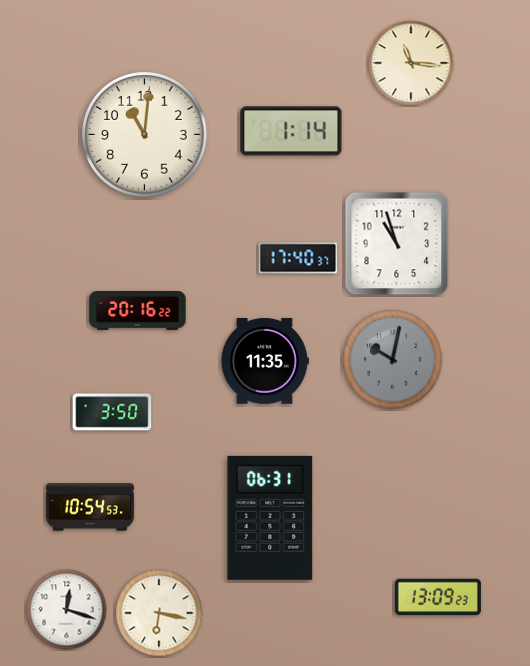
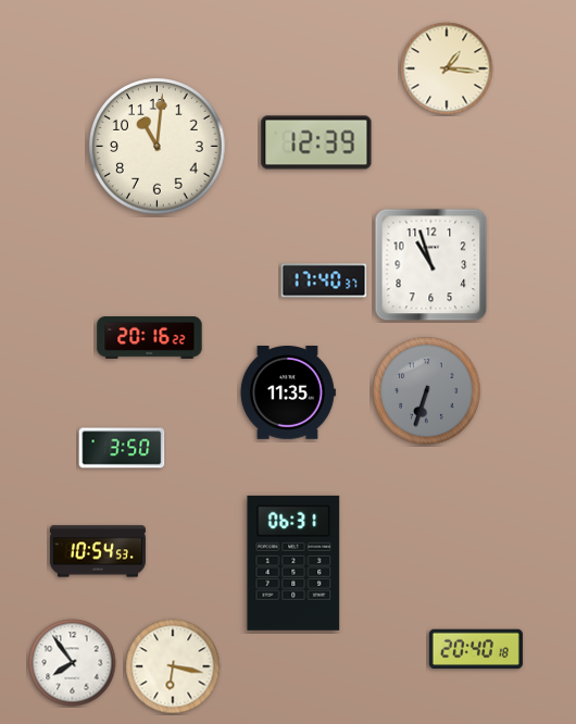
clock at (411, 63): 11:16 -> 1:16
clock at (291, 131): 1:14 -> 12:39
clock at (393, 360): 10:02 -> 6:33
clock at (438, 597): 13:09 -> 20:40
clock at (67, 610): 12:18 -> 7:54
